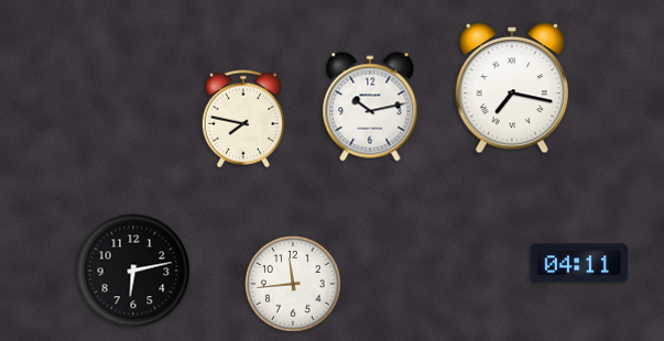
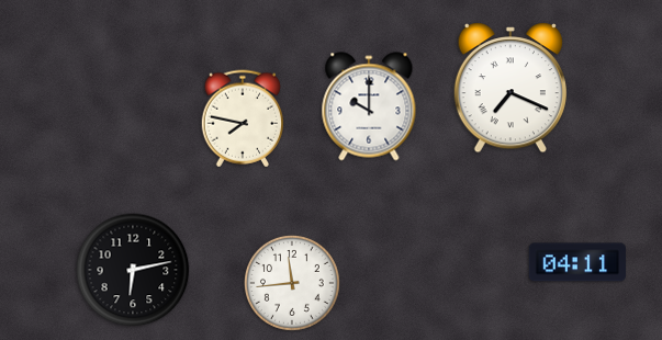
clock at (512, 88): 7:17 -> 7:19
clock at (370, 107): 10:13 -> 10:00
